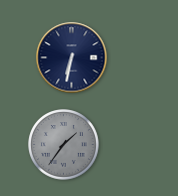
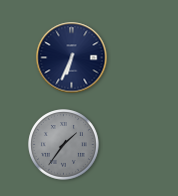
clock at (72, 58): 6:32 -> 6:34
